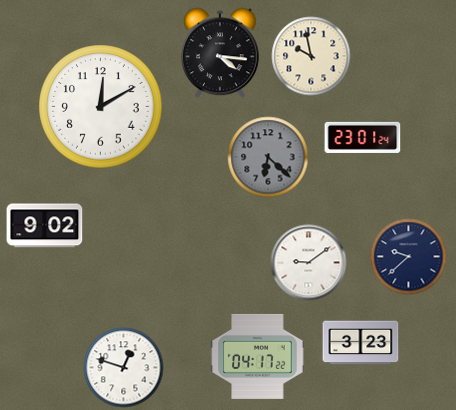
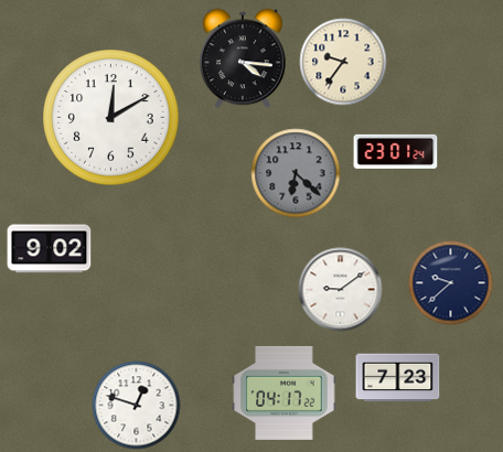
clock at (311, 56): 9:58 -> 9:36
clock at (363, 137) position: (363, 137) -> (396, 151)
clock at (361, 343): 3:23 -> 7:23
